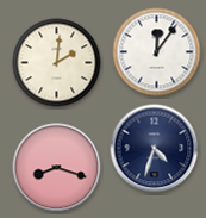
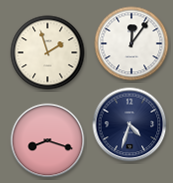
clock at (57, 63): 2:01 -> 1:57
